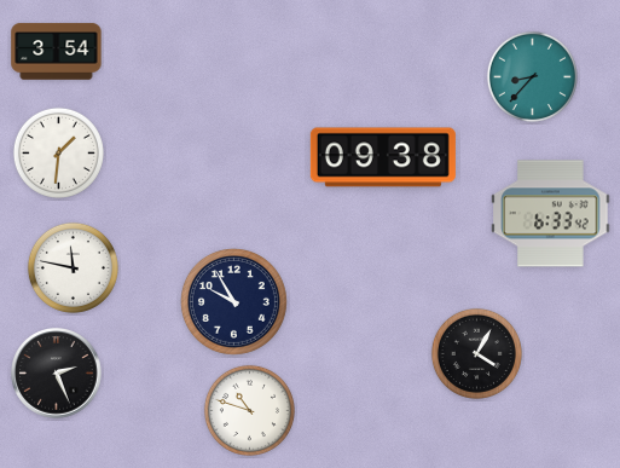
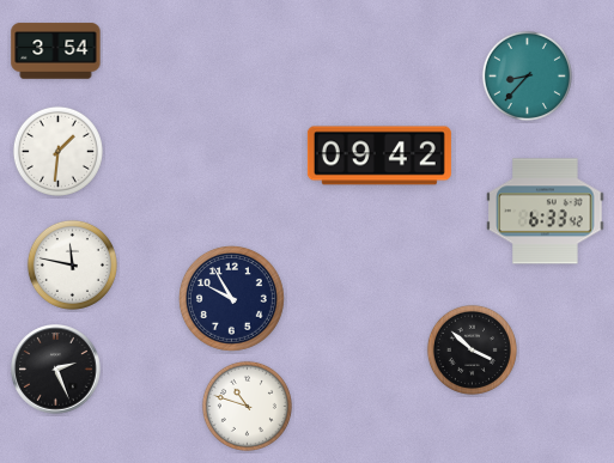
clock at (383, 157): 09:38 -> 09:42
clock at (476, 353): 4:05 -> 3:52
